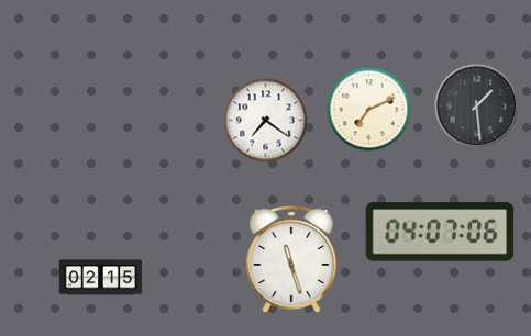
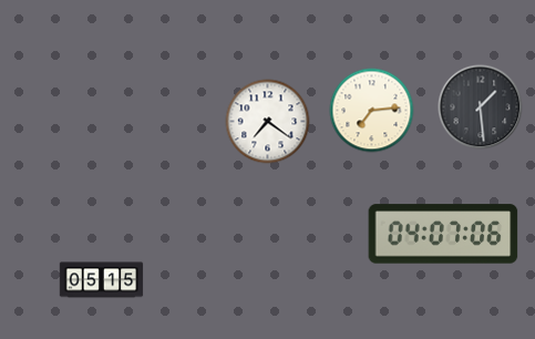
clock at (369, 110): 7:11 -> 7:14
clock at (291, 259): 11:27 -> none
clock at (101, 278): 02:15 -> 05:15
